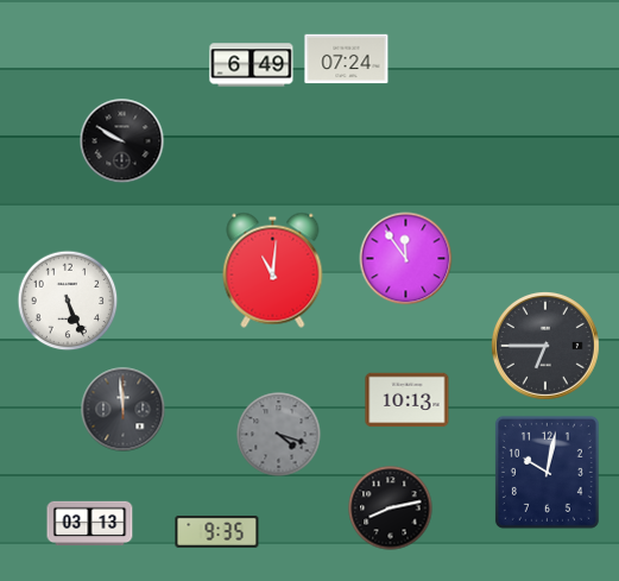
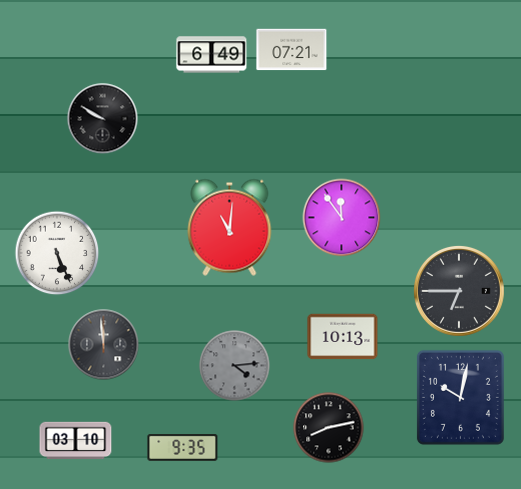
clock at (347, 59): 07:24 -> 07:21
clock at (279, 435): 4:18 -> 4:14
clock at (90, 524): 03:13 -> 03:10
